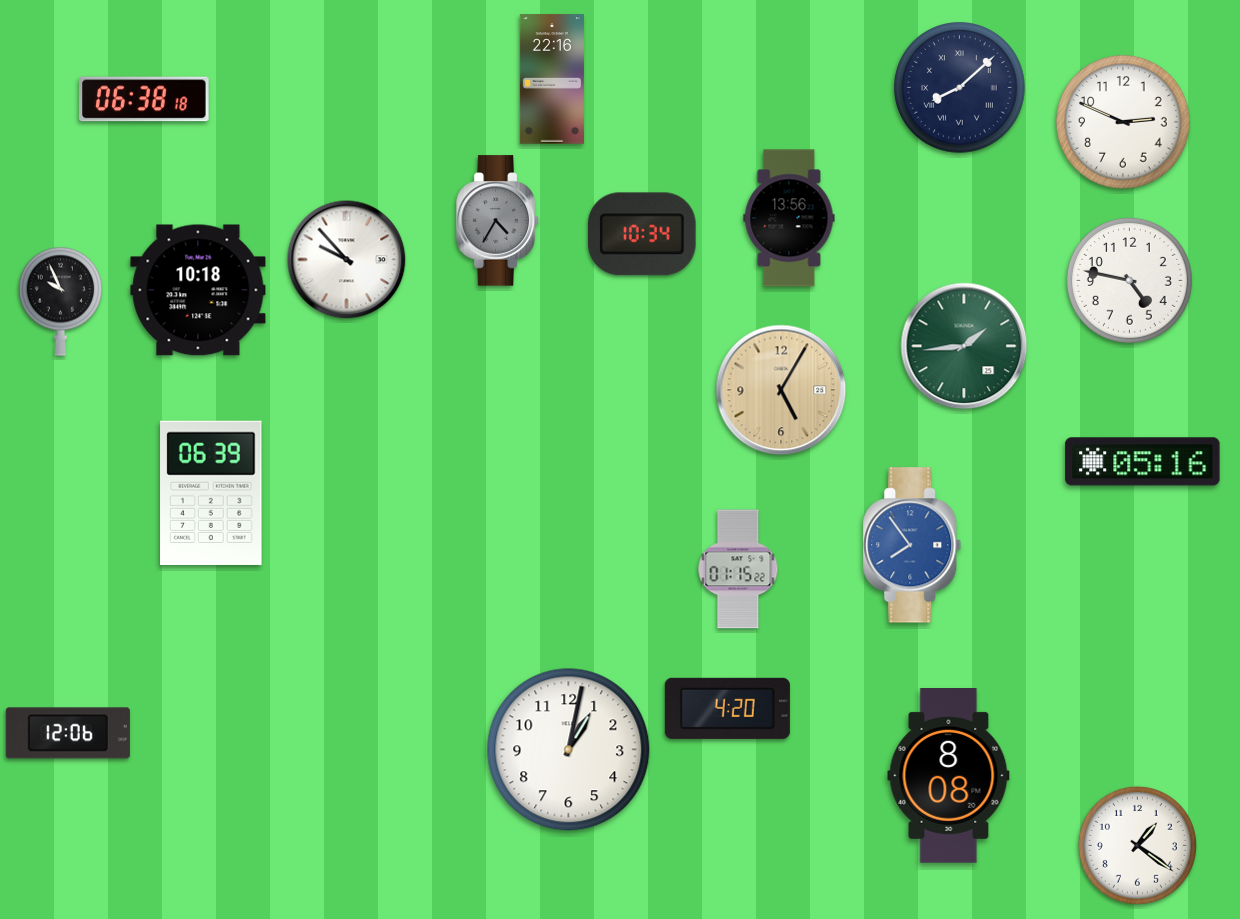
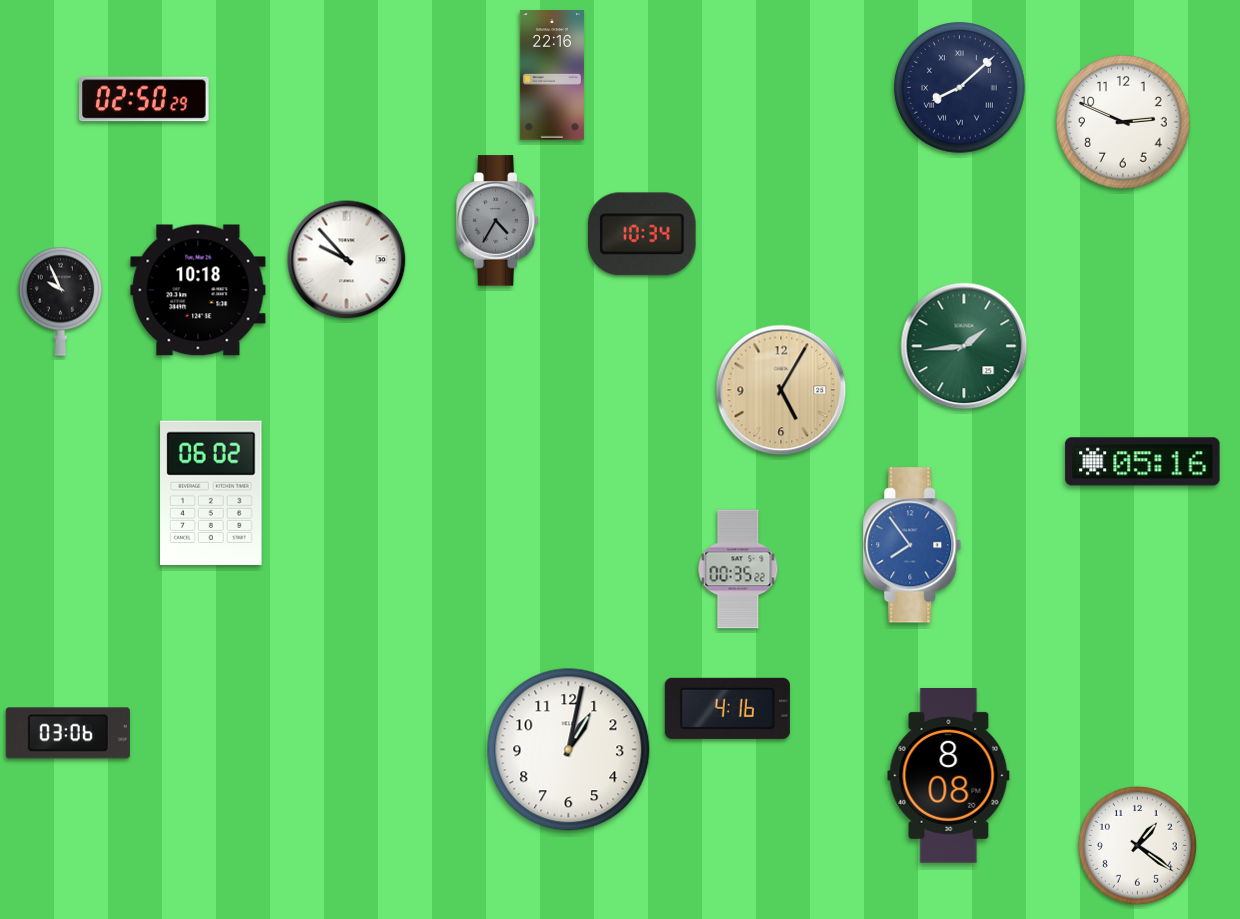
clock at (552, 79) position: (552, 79) -> (552, 75)
clock at (144, 99): 06:38 -> 02:50
clock at (789, 218): 13:56 -> none
clock at (1129, 280): 4:47 -> none
clock at (211, 493): 06:39 -> 06:02
clock at (738, 569): 01:15 -> 00:35
clock at (727, 708): 4:20 -> 4:16
clock at (68, 733): 12:06 -> 03:06
